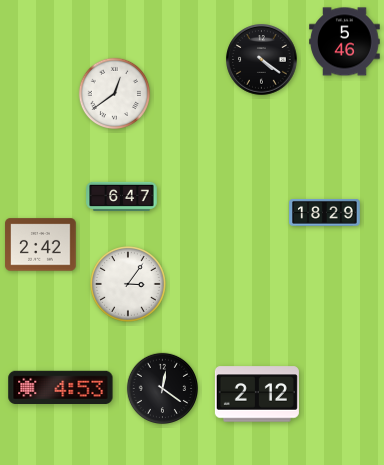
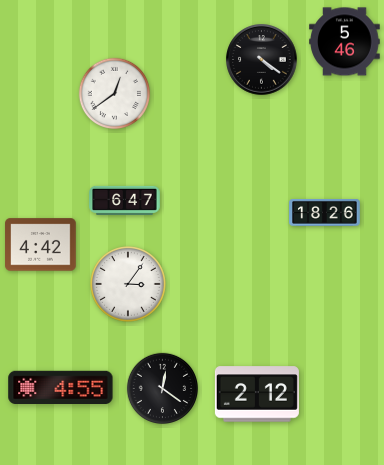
clock at (122, 196) position: (122, 196) -> (125, 200)
clock at (325, 213): 18:29 -> 18:26
clock at (41, 245): 2:42 -> 4:42
clock at (61, 387): 4:53 -> 4:55
